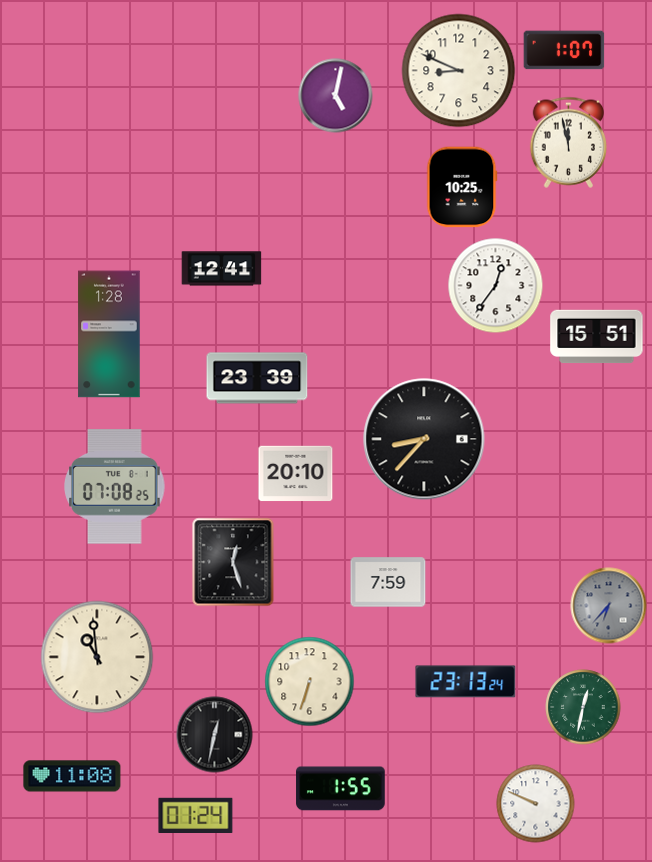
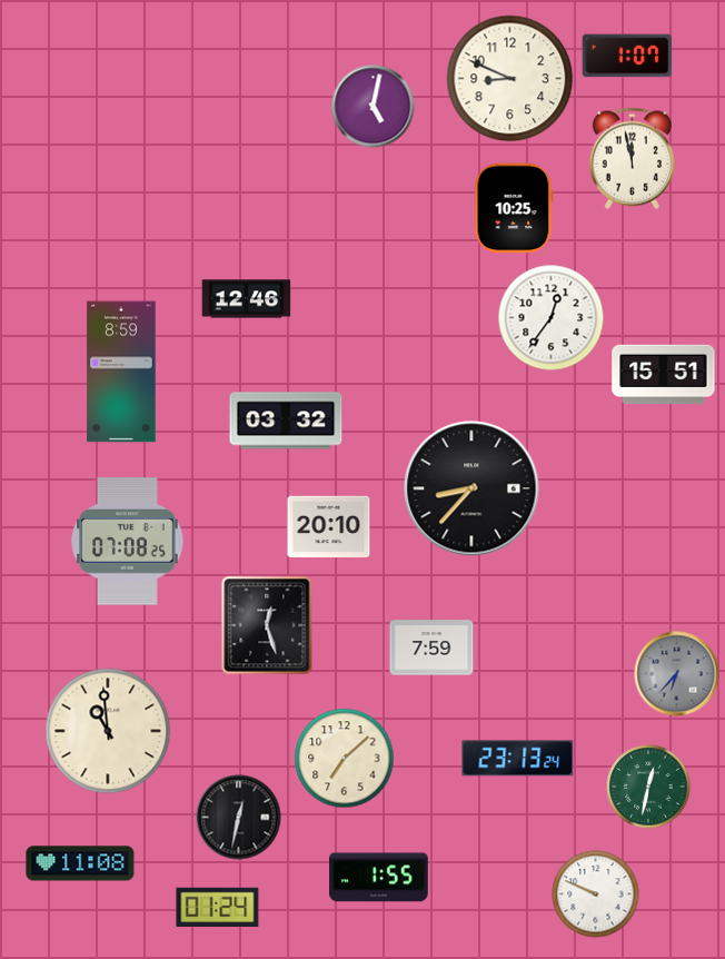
clock at (222, 269): 12:41 -> 12:46
clock at (109, 334): 1:28 -> 8:59
clock at (257, 378): 23:39 -> 03:32
clock at (233, 562) position: (233, 562) -> (267, 625)
clock at (310, 682): 6:33 -> 7:08
